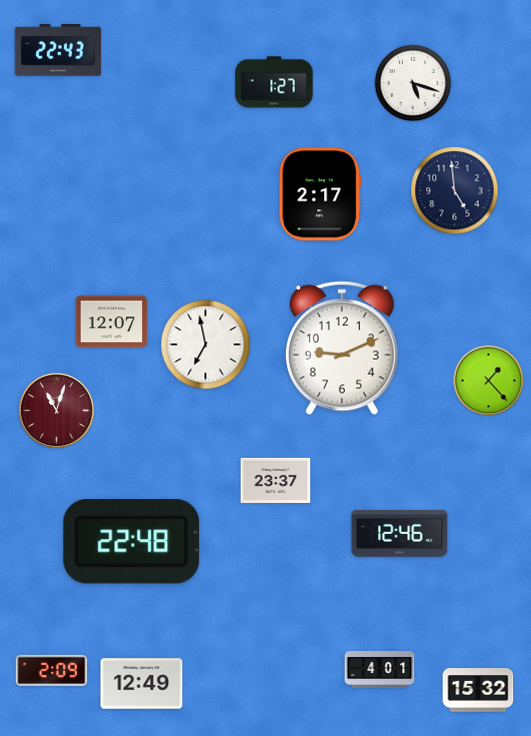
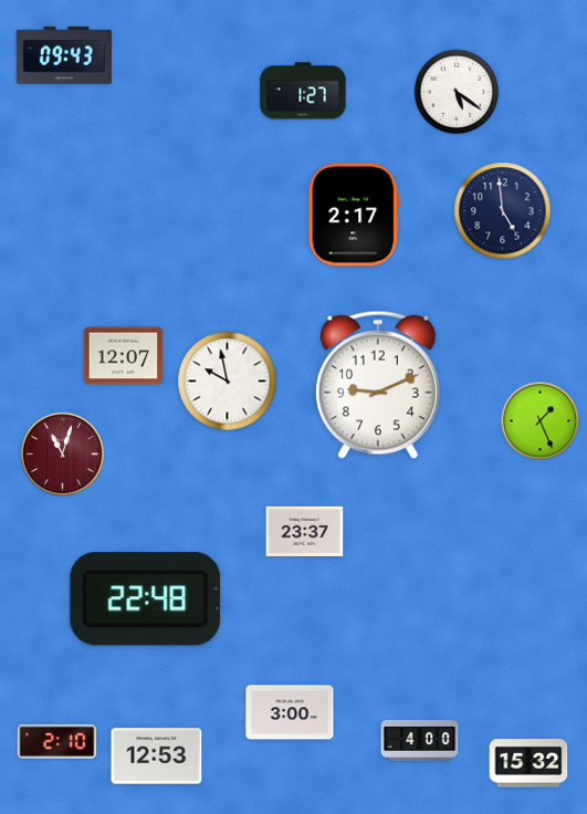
clock at (58, 50): 22:43 -> 09:43
clock at (413, 83): 5:18 -> 5:21
clock at (206, 345): 6:58 -> 9:58
clock at (489, 381): 1:23 -> 1:26
clock at (400, 534): 12:46 -> none
clock at (290, 712): none -> 3:00
clock at (380, 669): 4:01 -> 4:00
clock at (52, 670): 2:09 -> 2:10
clock at (142, 684): 12:49 -> 12:53
